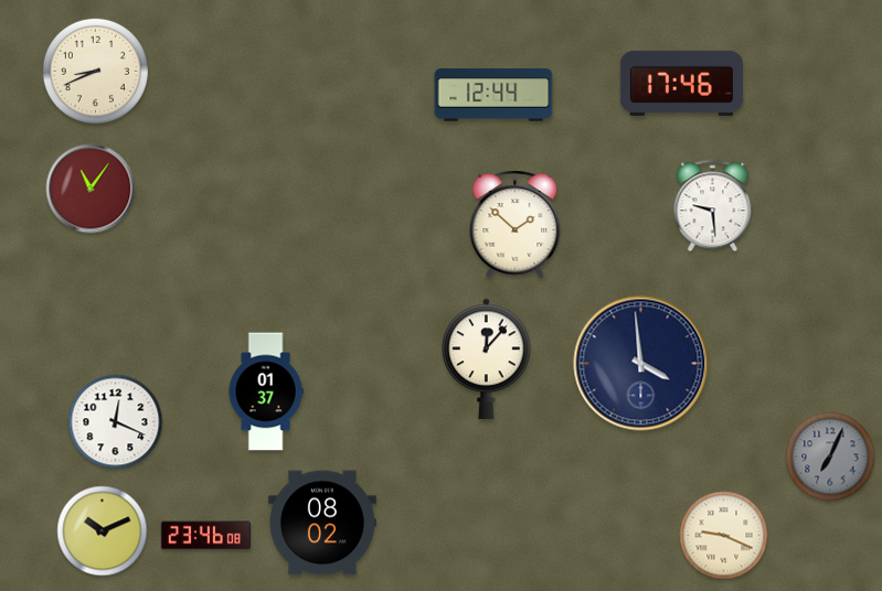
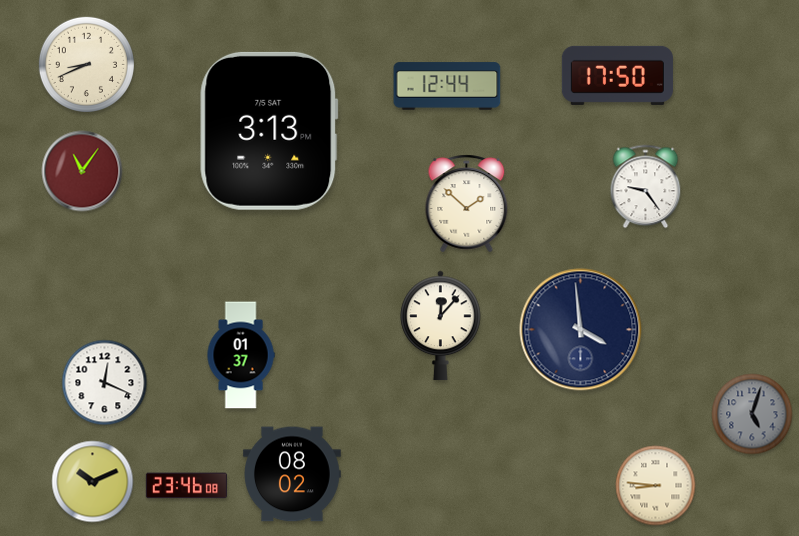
clock at (681, 83): 17:46 -> 17:50
clock at (269, 131): none -> 3:13
clock at (713, 206): 9:29 -> 9:24
clock at (830, 456): 7:04 -> 5:03
clock at (724, 536): 9:19 -> 8:46
